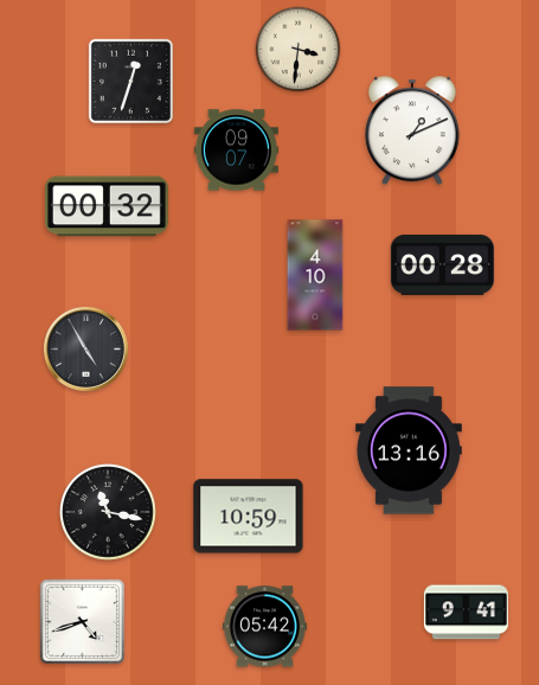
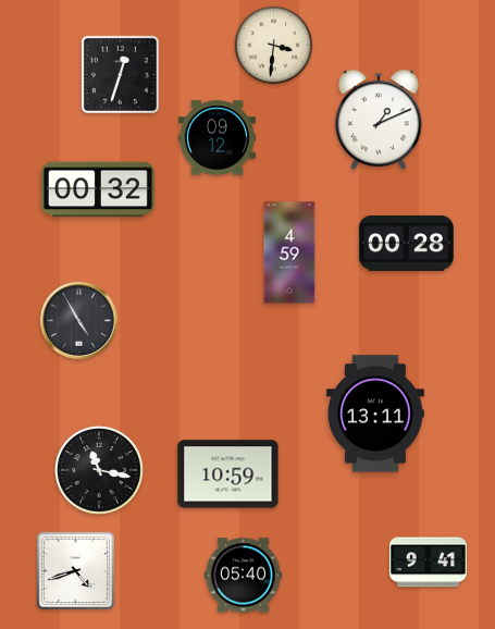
clock at (236, 151): 09:07 -> 09:12
clock at (315, 275): 4:10 -> 4:59
clock at (410, 450): 13:16 -> 13:11
clock at (264, 627): 05:42 -> 05:40
